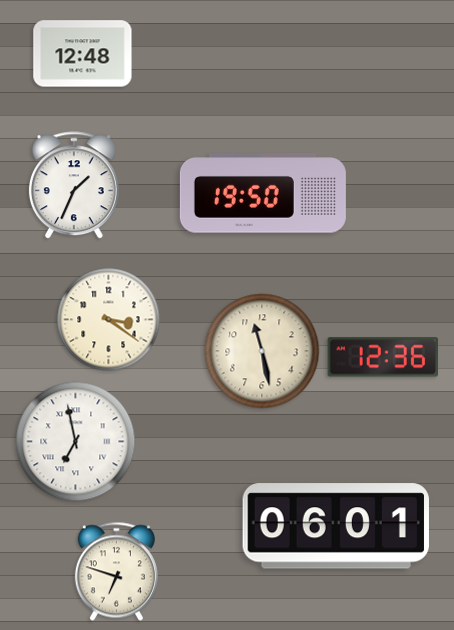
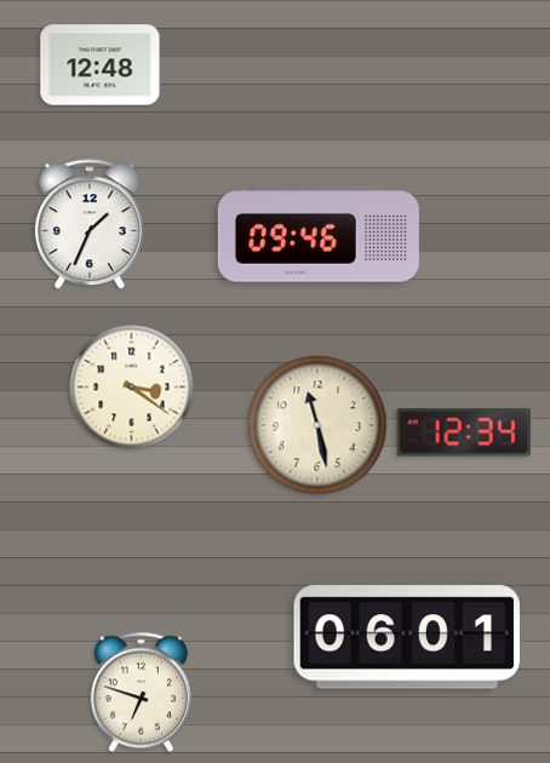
clock at (263, 193): 19:50 -> 09:46
clock at (382, 357): 12:36 -> 12:34
clock at (76, 442): 6:58 -> none
